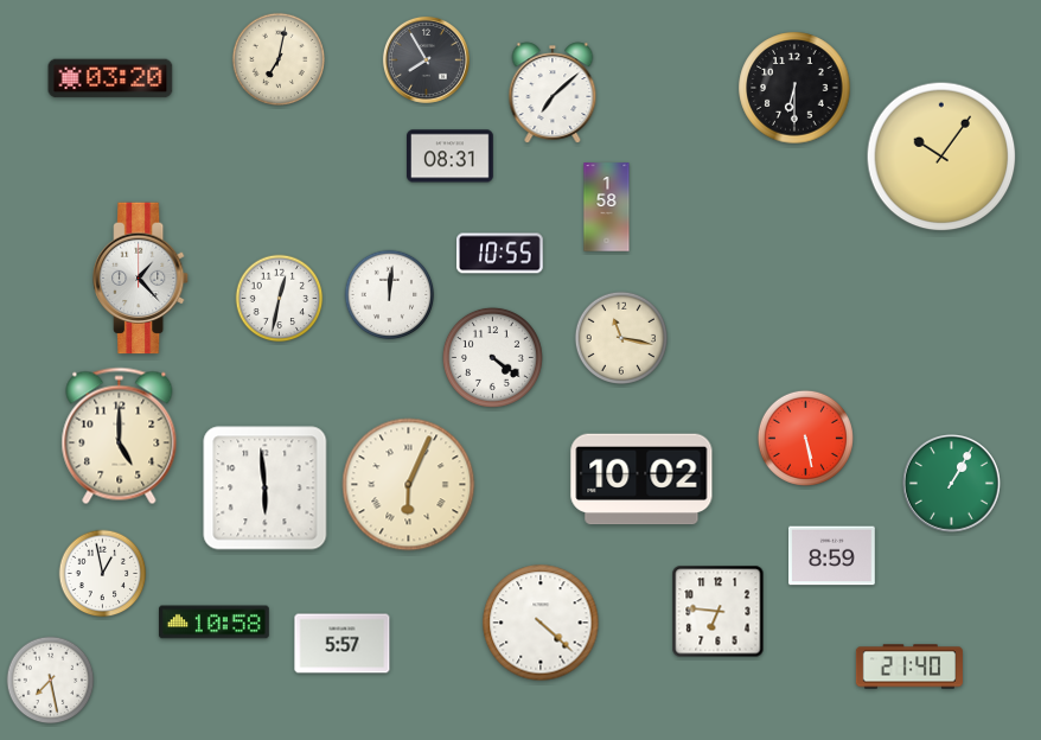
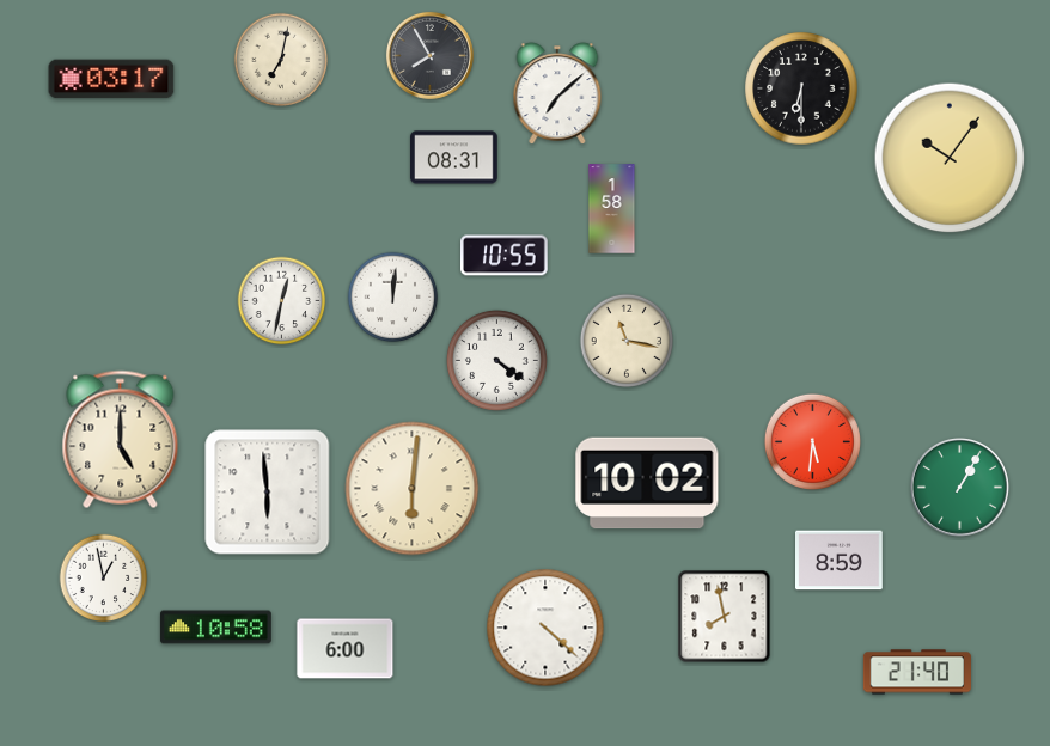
clock at (426, 59) position: (426, 59) -> (429, 55)
clock at (110, 78): 03:20 -> 03:17
clock at (142, 279): 1:23 -> none
clock at (805, 438): 5:28 -> 5:31
clock at (409, 485): 6:04 -> 6:01
clock at (719, 612): 6:46 -> 7:58
clock at (343, 644): 5:57 -> 6:00
clock at (51, 681): 7:28 -> none
